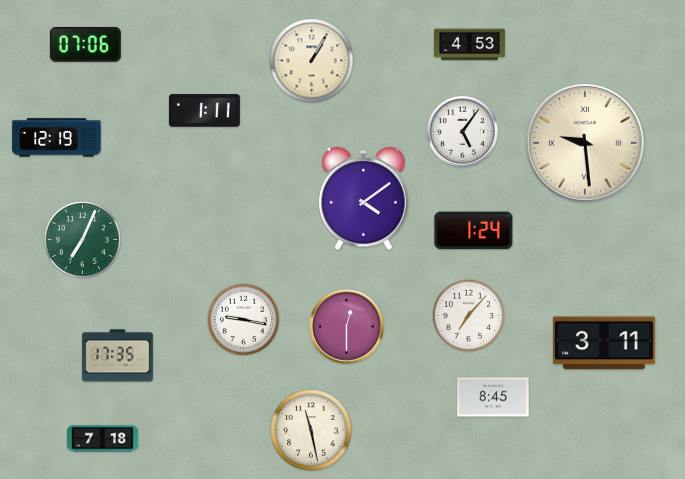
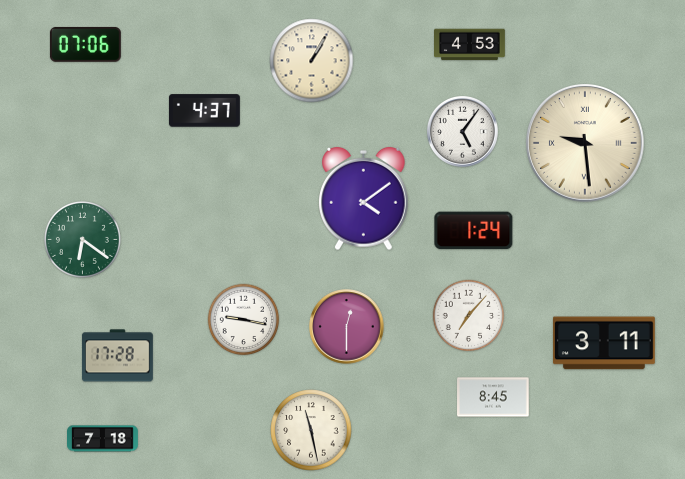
clock at (204, 111): 1:11 -> 4:37
clock at (57, 138): 12:19 -> none
clock at (82, 239): 7:04 -> 6:21
clock at (118, 356): 17:35 -> 17:28
